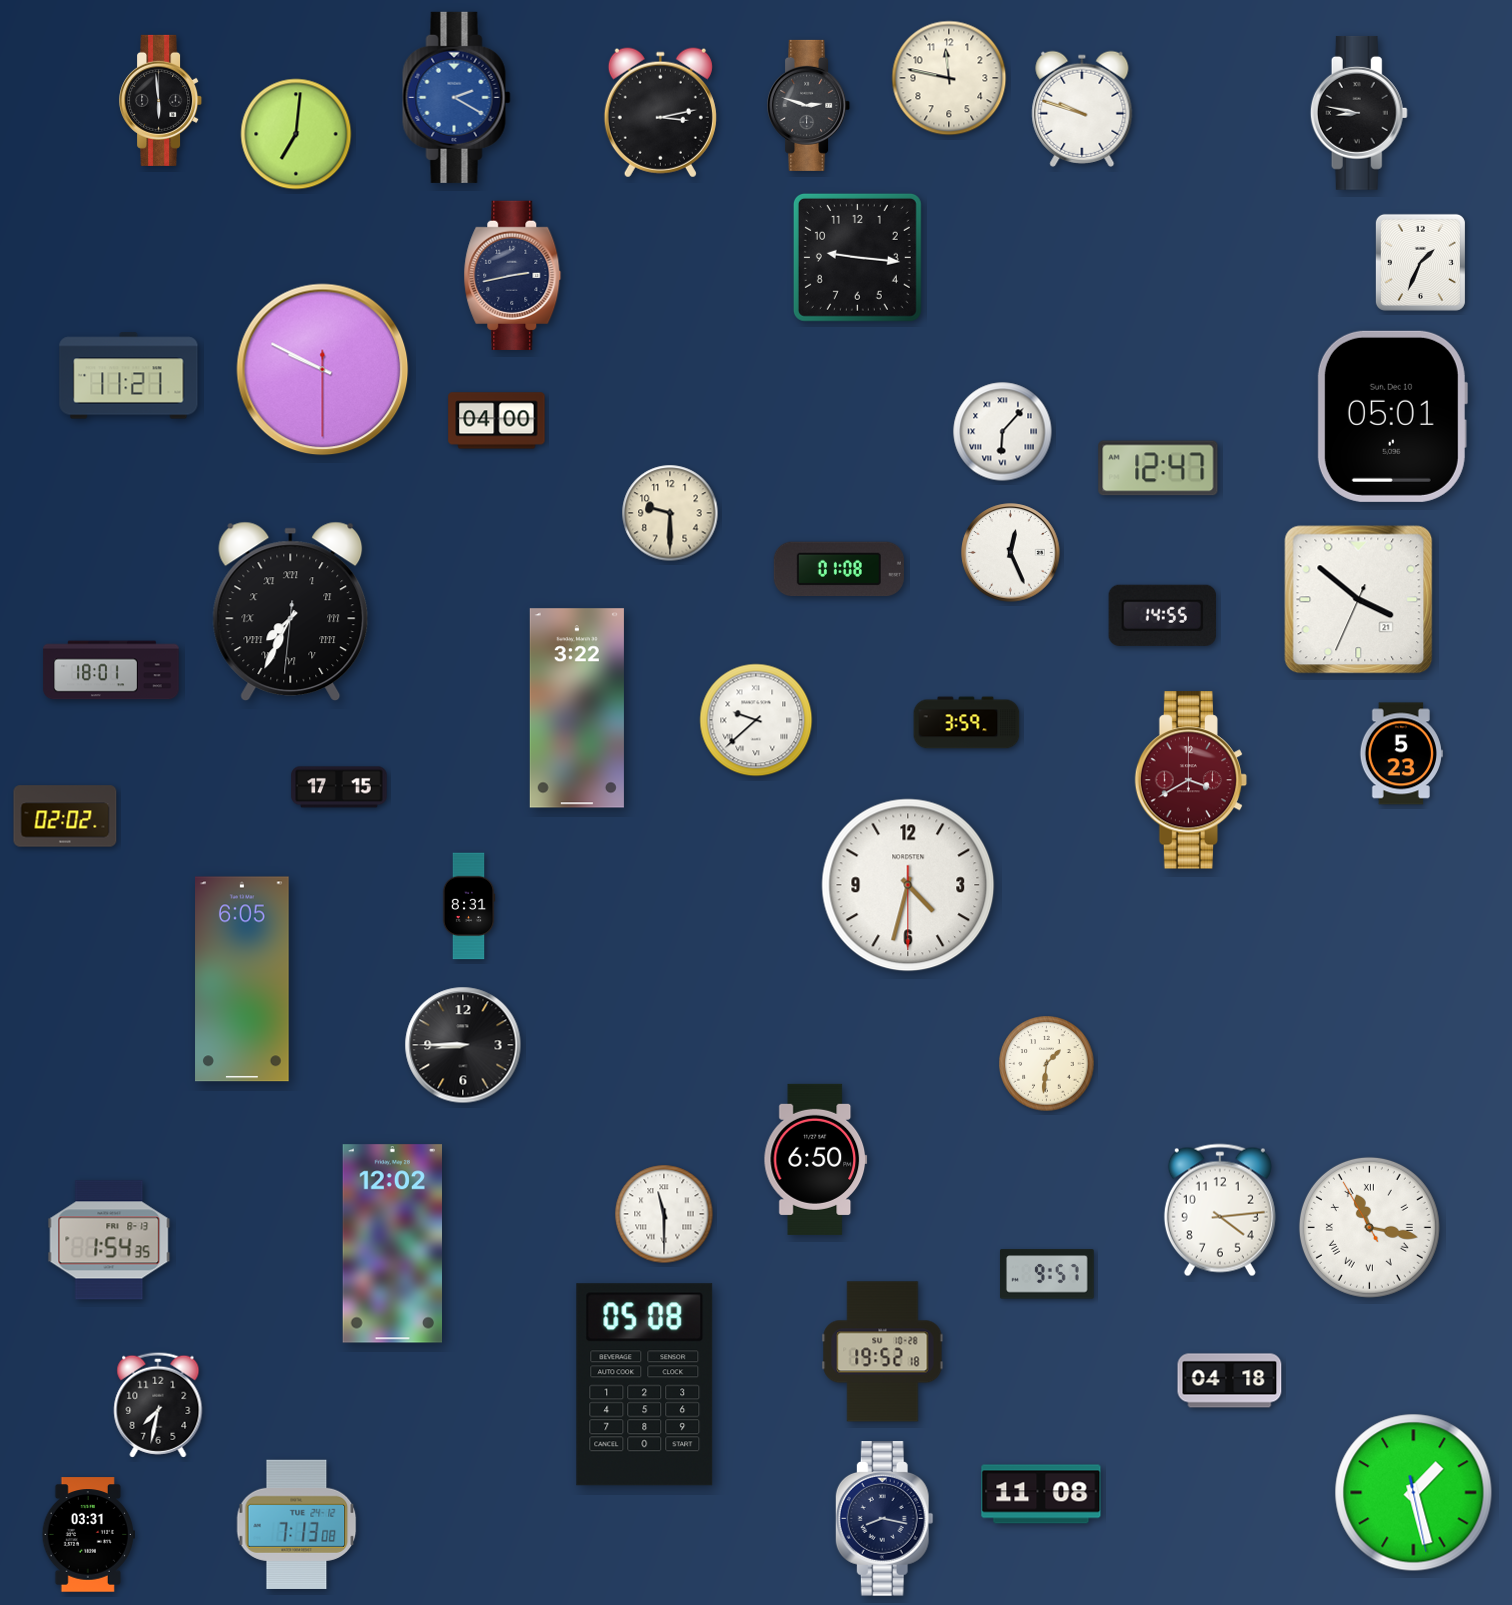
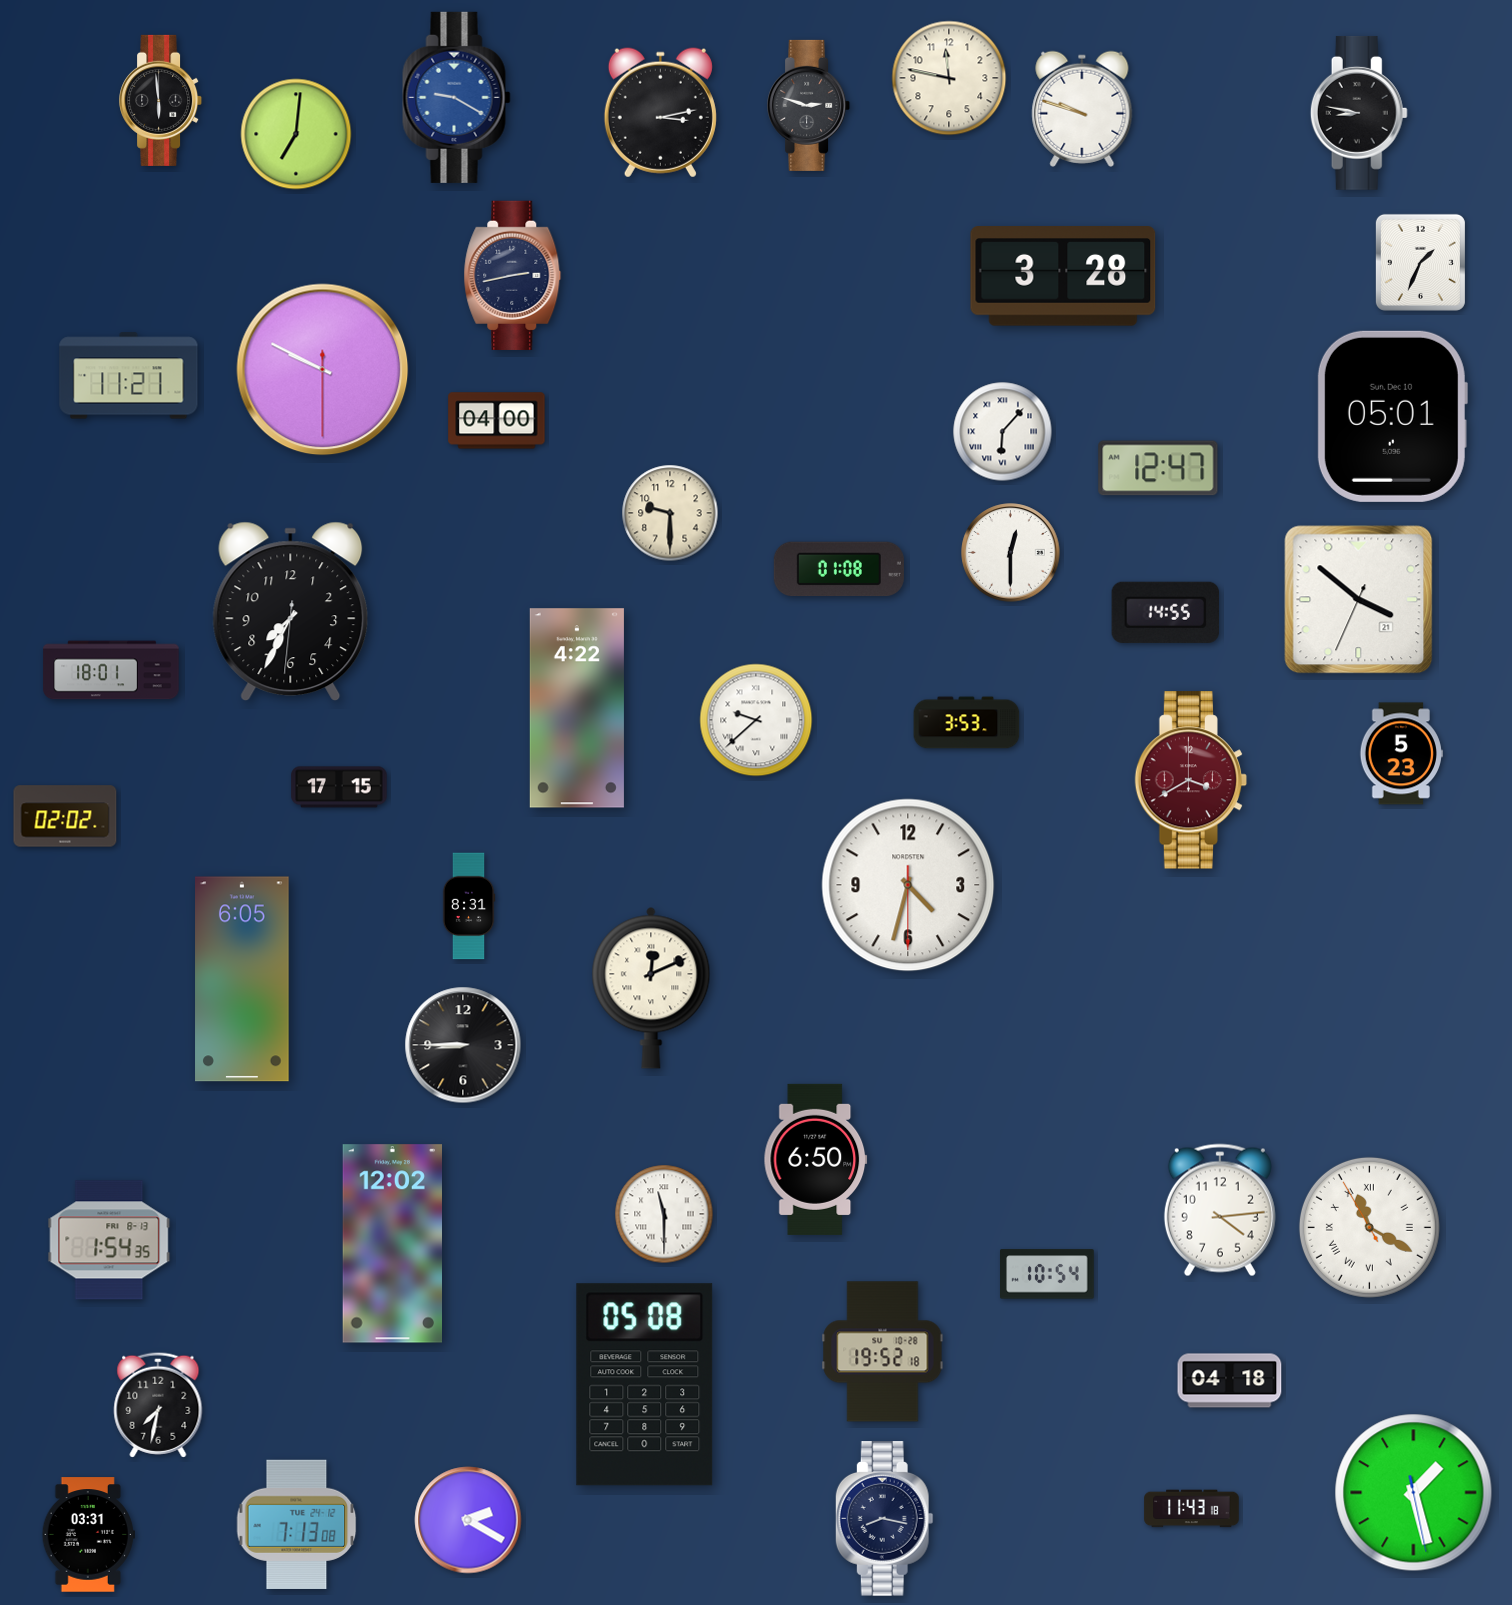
clock at (457, 97): 2:20 -> 9:20
clock at (857, 257): 9:16 -> none
clock at (1063, 276): none -> 3:28
clock at (1011, 553): 12:26 -> 12:30
clock at (291, 611) numerals: Roman -> Arabic
clock at (1162, 615) position: (1162, 615) -> (1165, 612)
clock at (577, 708): 3:22 -> 4:22
clock at (967, 723): 3:59 -> 3:53
clock at (651, 988): none -> 12:11
clock at (1047, 1064): 1:31 -> none
clock at (1369, 1227): 11:16 -> 11:19
clock at (1048, 1274): 9:57 -> 10:54
clock at (1041, 1494): 11:08 -> none
clock at (1192, 1509): none -> 11:43
clock at (468, 1520): none -> 2:20
